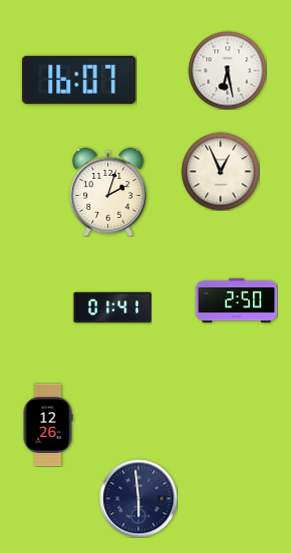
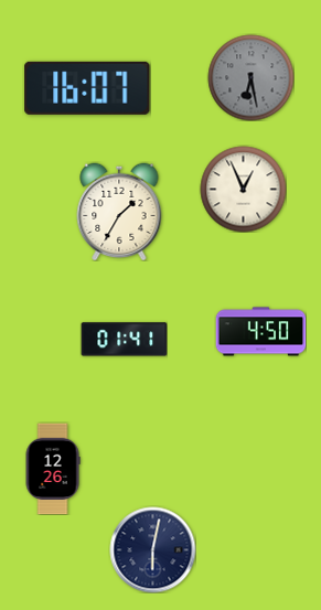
clock at (227, 70) dial: white -> grey
clock at (108, 192): 2:03 -> 1:35
clock at (236, 301): 2:50 -> 4:50
clock at (138, 498): 5:59 -> 6:02
